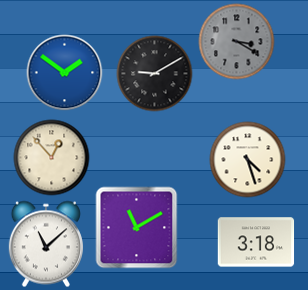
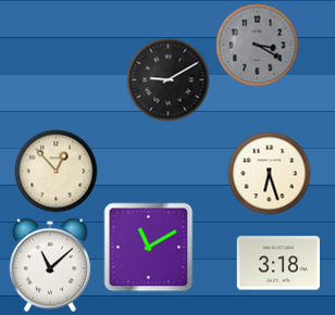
clock at (65, 73): 1:51 -> none
clock at (248, 160): 4:27 -> 6:27
